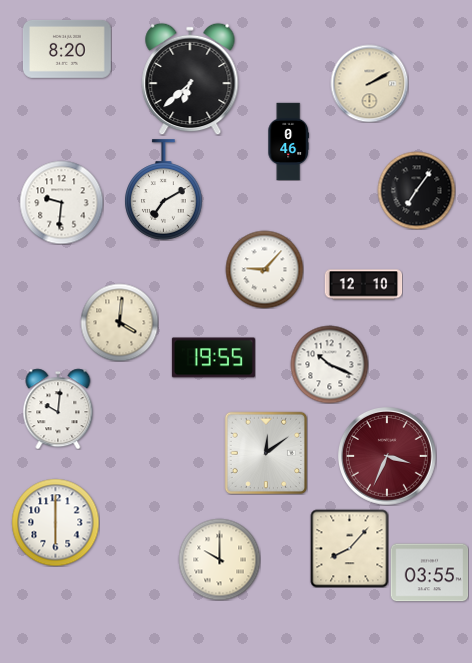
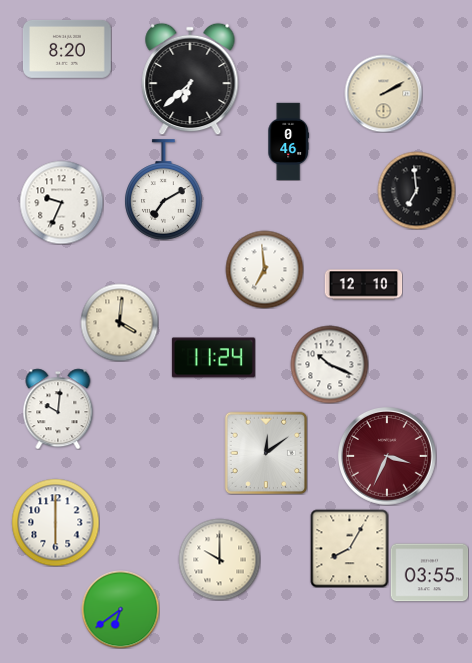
clock at (369, 83) position: (369, 83) -> (383, 93)
clock at (416, 190): 7:06 -> 6:59
clock at (61, 202): 9:31 -> 9:34
clock at (264, 269): 9:07 -> 6:59
clock at (213, 358): 19:55 -> 11:24
clock at (349, 548): 8:07 -> 8:05
clock at (120, 609): none -> 6:39
